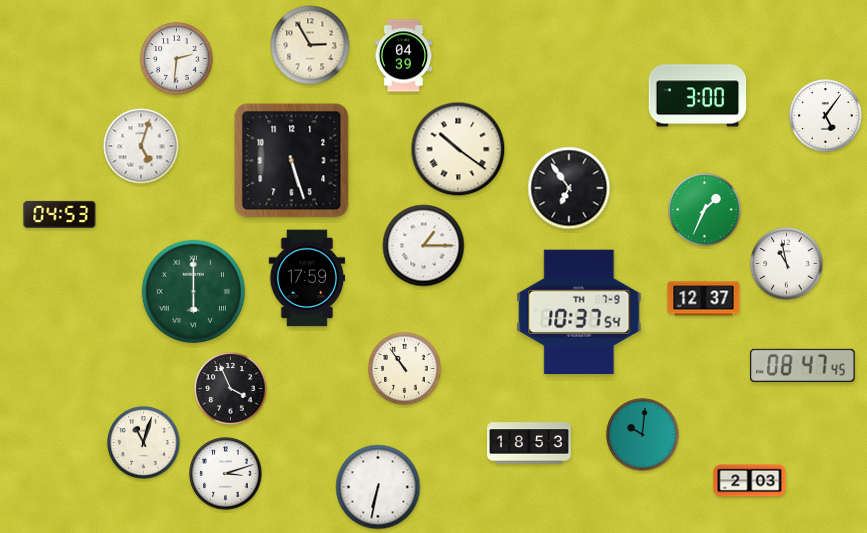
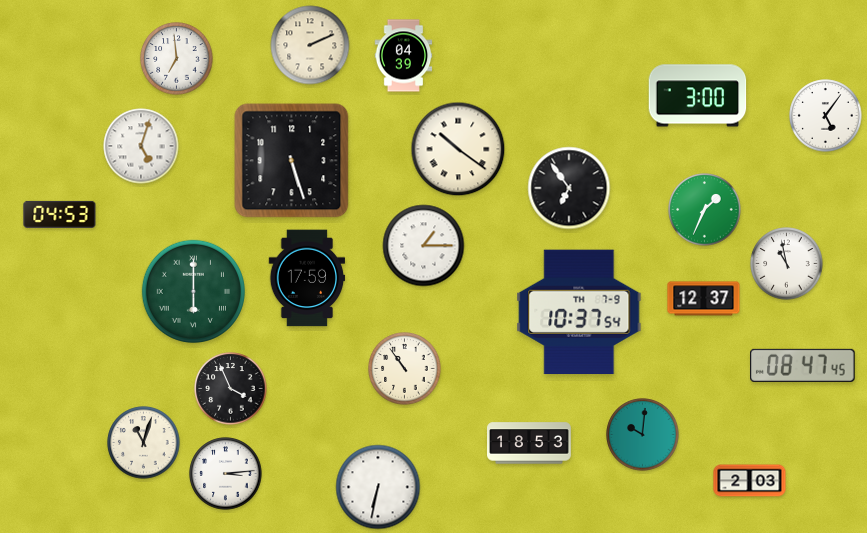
clock at (310, 45): 2:55 -> 2:11
clock at (177, 59): 2:31 -> 6:59
clock at (226, 474): 3:12 -> 3:14
